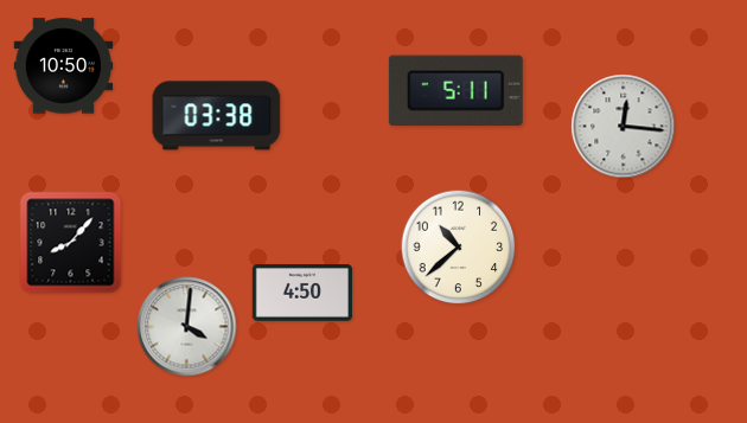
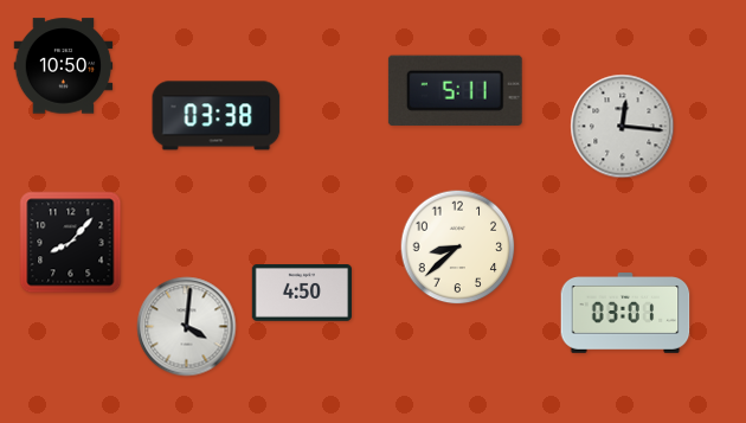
clock at (459, 248): 10:38 -> 8:38
clock at (625, 313): none -> 03:01
